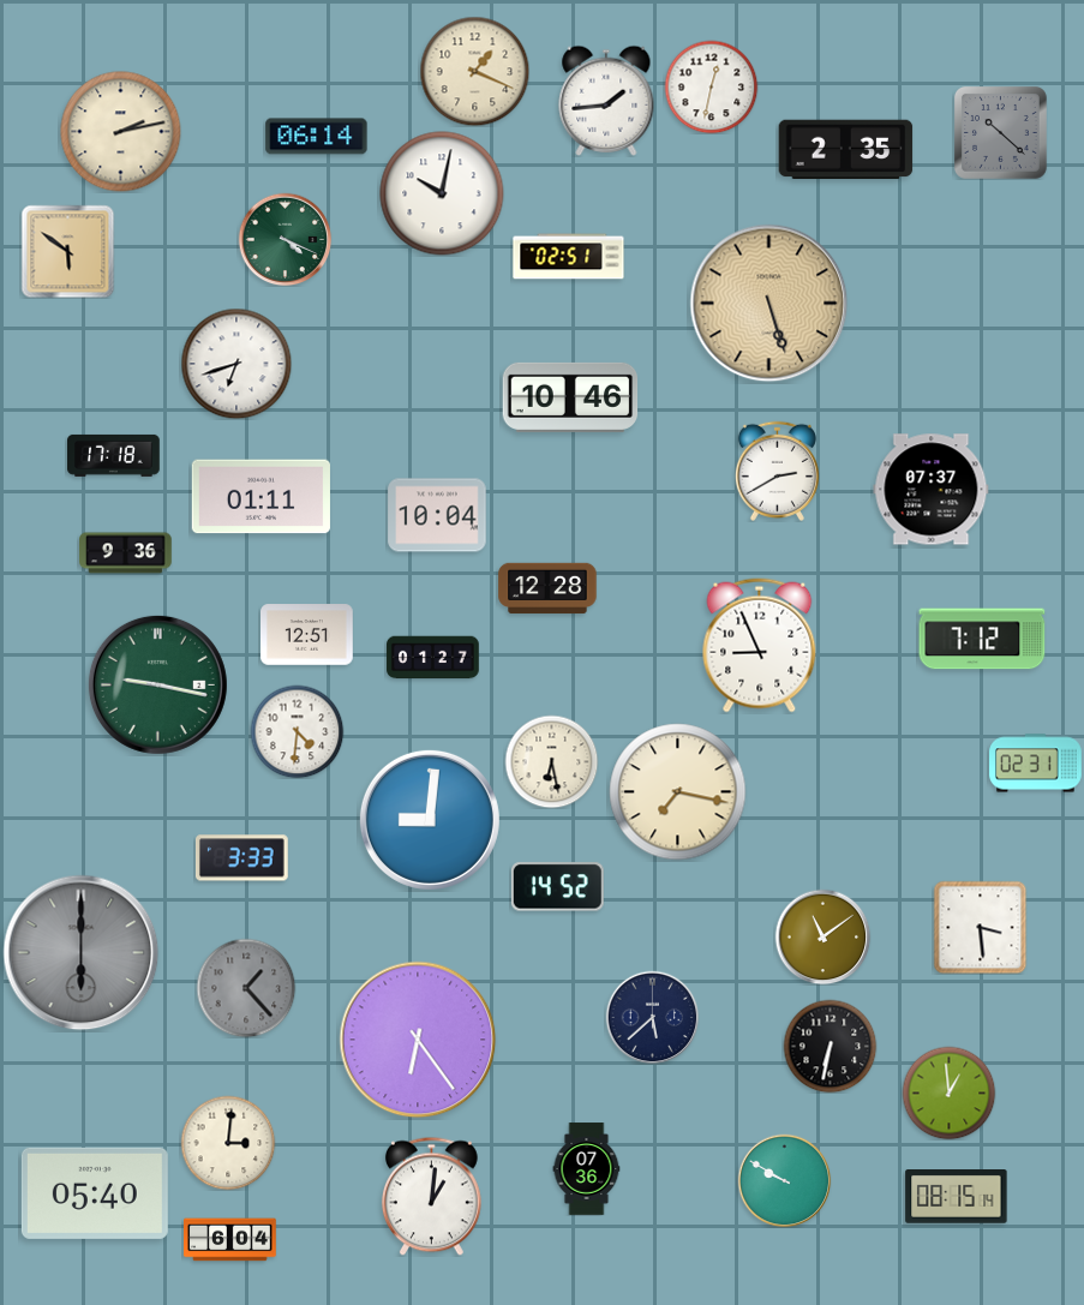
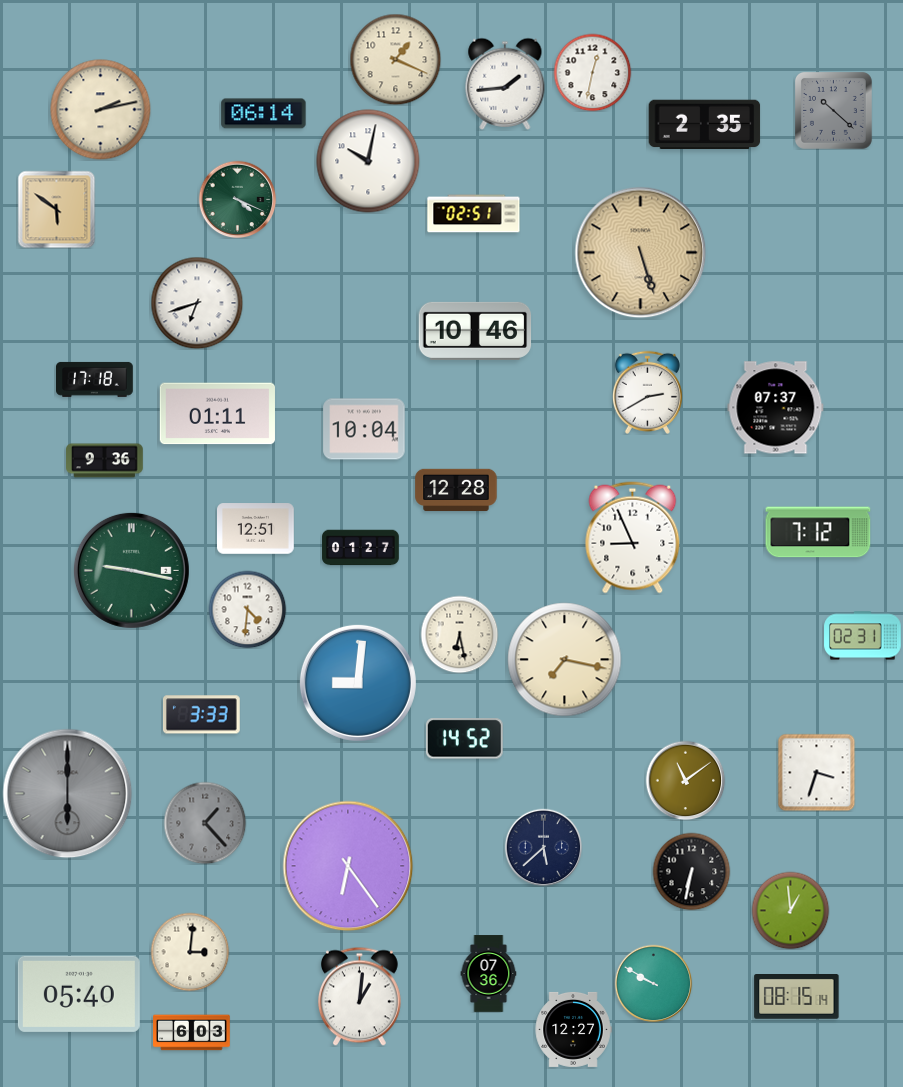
clock at (980, 927): 3:29 -> 3:33
clock at (573, 1029): none -> 12:27
clock at (230, 1240): 6:04 -> 6:03
